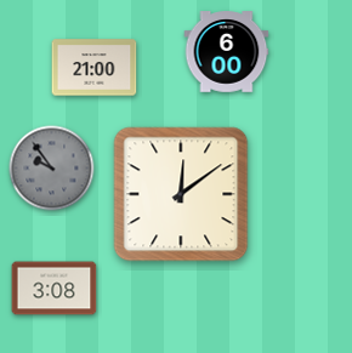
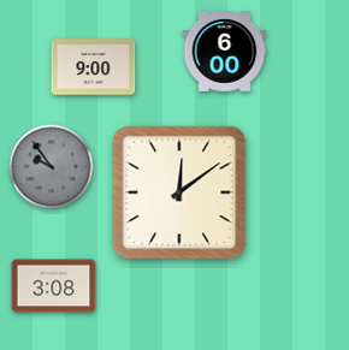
clock at (95, 68): 21:00 -> 9:00
